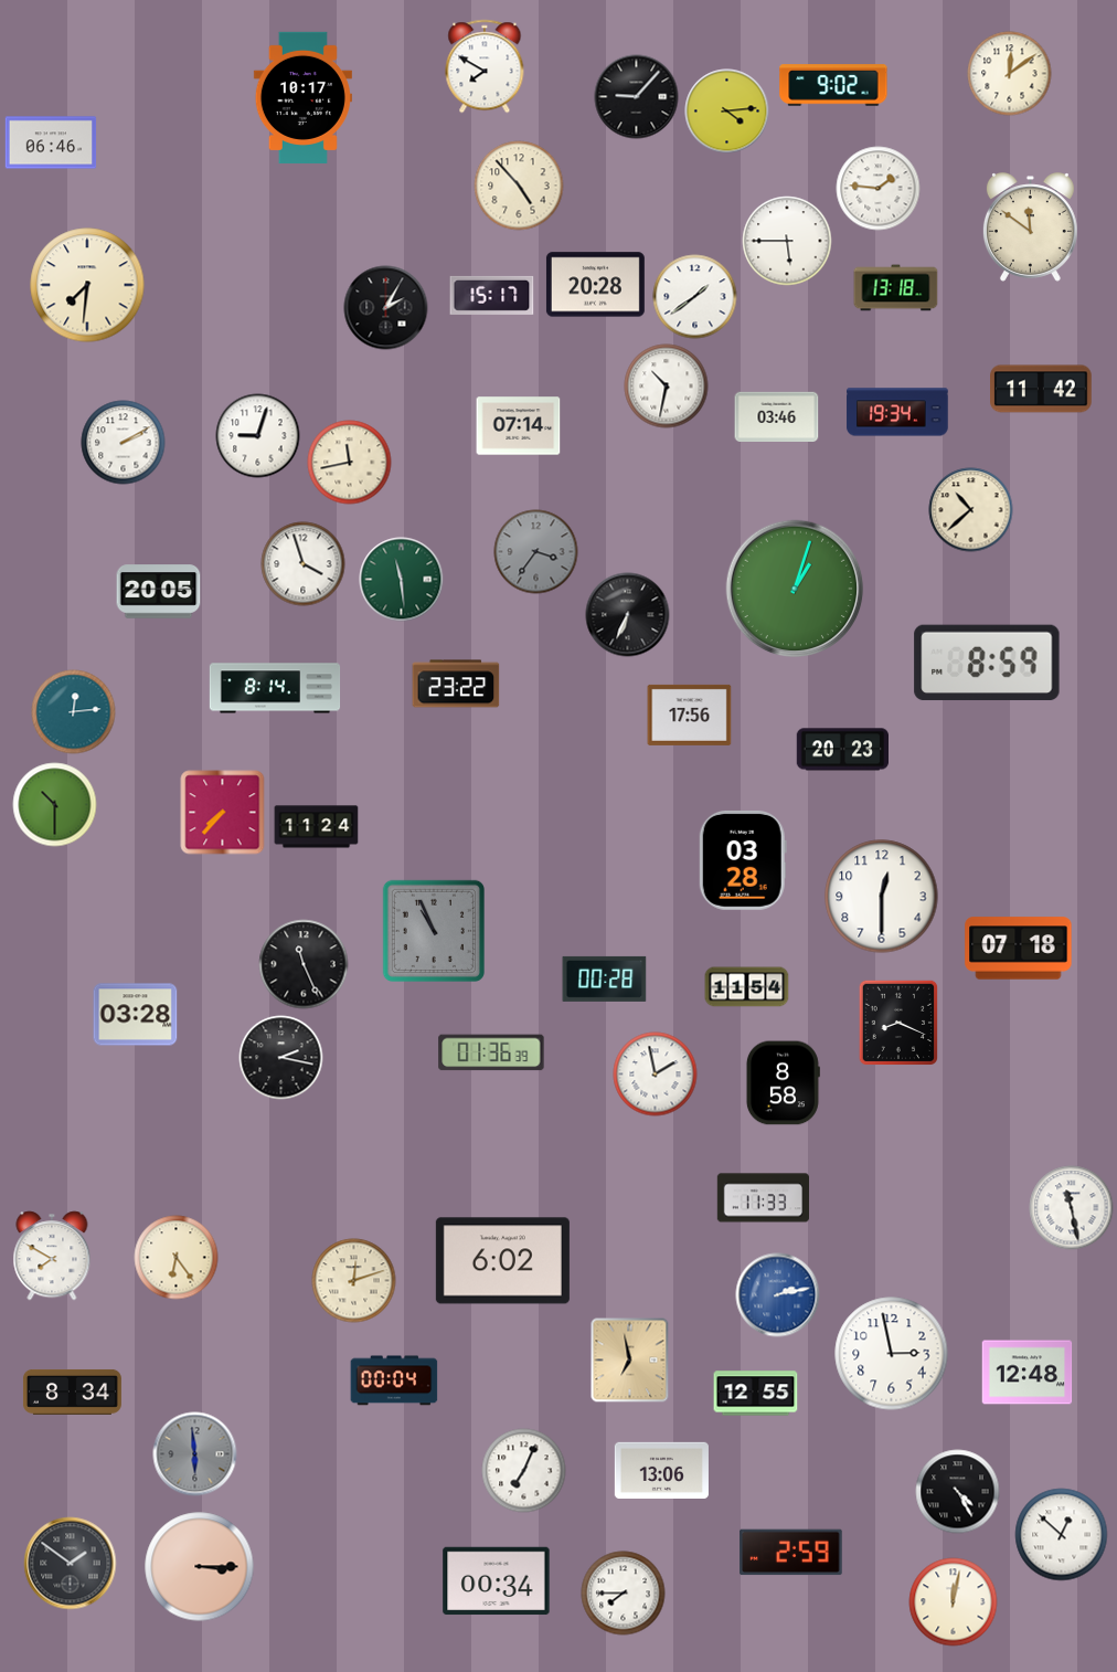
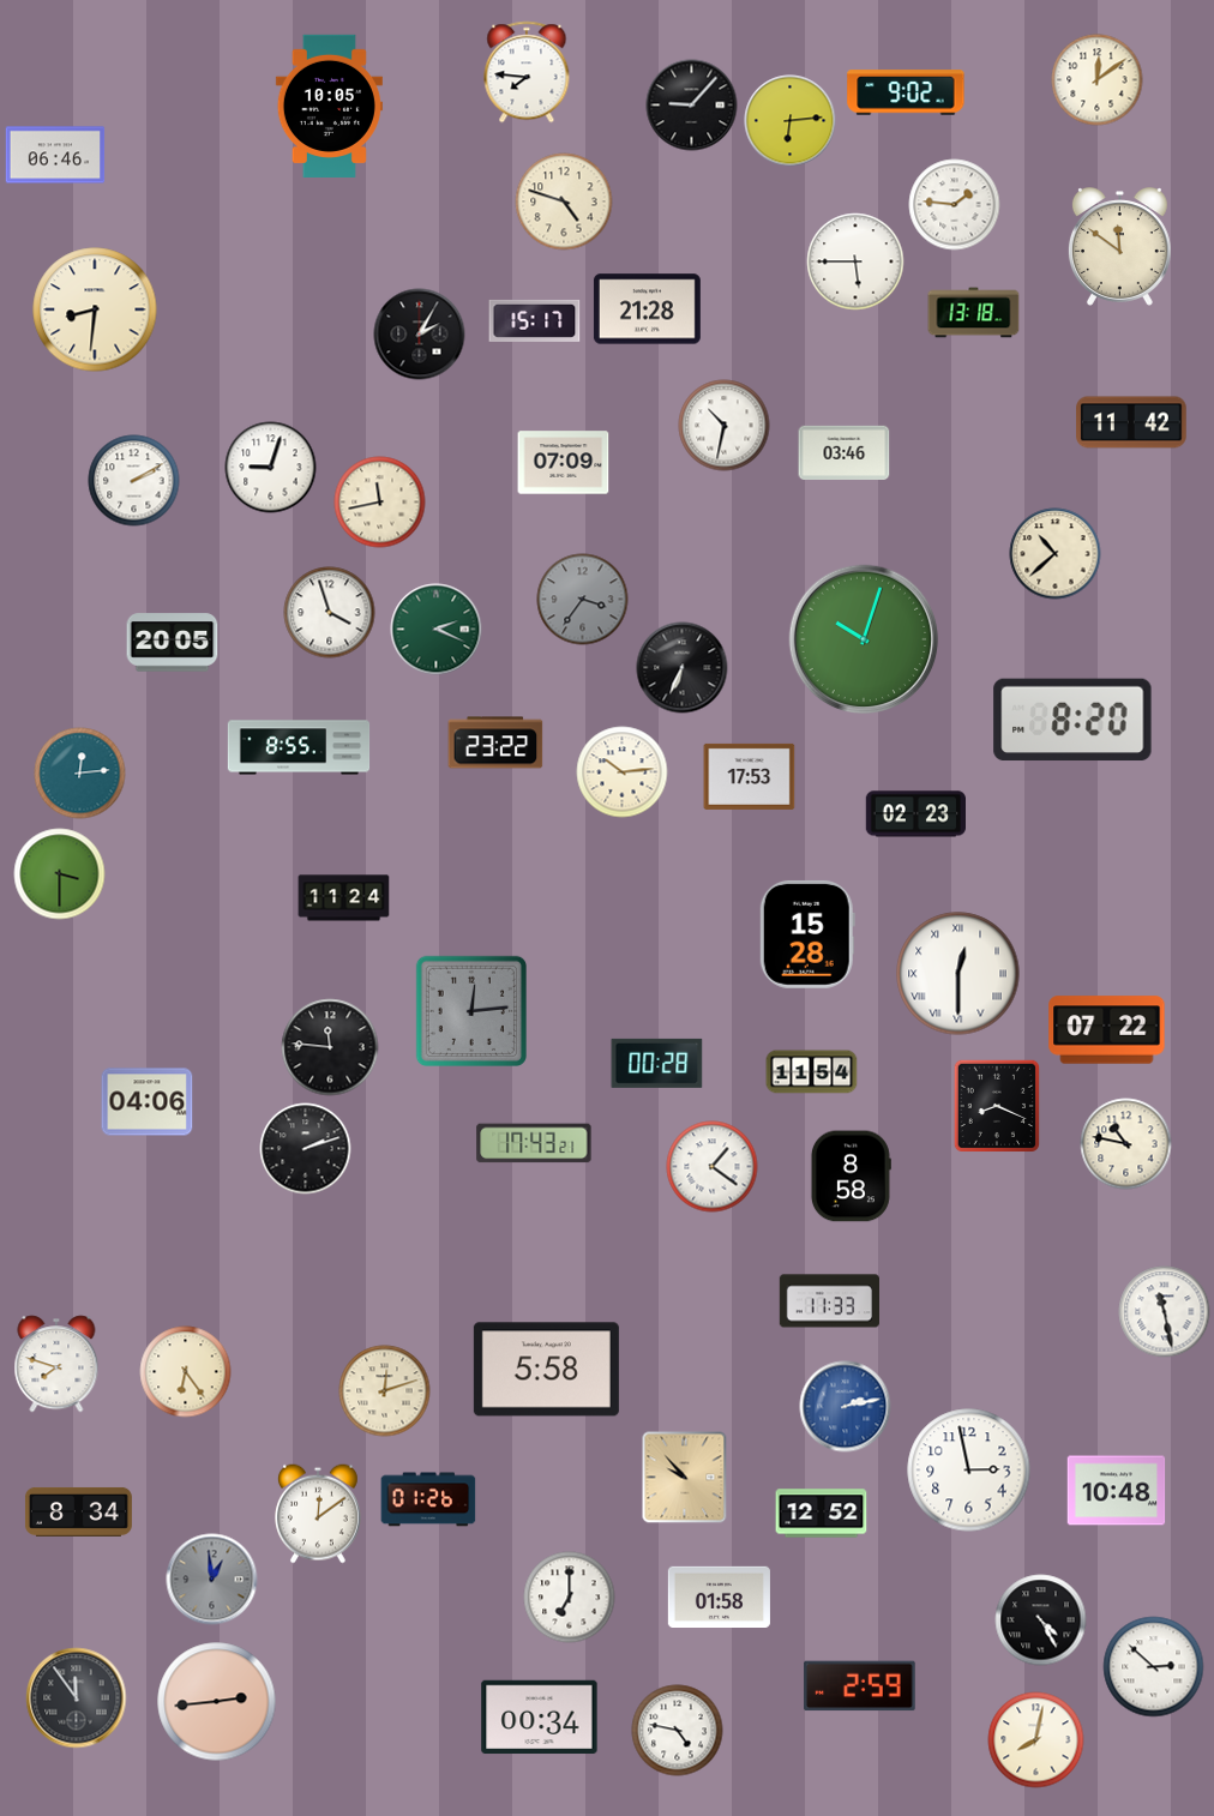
clock at (485, 66): 7:50 -> 7:46
clock at (302, 97): 10:17 -> 10:05
clock at (727, 112): 4:14 -> 6:14
clock at (519, 186): 4:53 -> 4:48
clock at (87, 285): 7:31 -> 8:31
clock at (595, 285): 20:28 -> 21:28
clock at (695, 297): 1:39 -> none
clock at (667, 387) position: (667, 387) -> (725, 426)
clock at (897, 412): 19:34 -> none
clock at (519, 426): 07:14 -> 07:09
clock at (258, 436) position: (258, 436) -> (271, 468)
clock at (402, 580): 11:29 -> 2:19
clock at (795, 589): 1:03 -> 10:03
clock at (987, 663): 8:59 -> 8:20
clock at (275, 688): 8:14 -> 8:55
clock at (623, 772): none -> 10:14
clock at (690, 715): 17:56 -> 17:53
clock at (842, 750): 20:23 -> 02:23
clock at (55, 805): 10:30 -> 3:30
clock at (223, 813): 7:37 -> none
clock at (743, 860): 03:28 -> 15:28
clock at (882, 897) numerals: Arabic -> Roman
clock at (433, 930): 10:56 -> 12:14
clock at (1019, 949): 07:18 -> 07:22
clock at (304, 964): 11:26 -> 11:46
clock at (136, 1015): 03:28 -> 04:06
clock at (897, 1023) position: (897, 1023) -> (996, 1106)
clock at (491, 1052): 01:36 -> 17:43
clock at (1126, 1144): none -> 10:47
clock at (281, 1058): 2:17 -> 2:12
clock at (656, 1075): 1:58 -> 1:21
clock at (52, 1256): 7:50 -> 7:48
clock at (177, 1258) position: (177, 1258) -> (186, 1372)
clock at (502, 1261): 6:02 -> 5:58
clock at (630, 1361): 6:58 -> 9:53
clock at (1028, 1373): 12:48 -> 10:48
clock at (394, 1380): 00:04 -> 01:26
clock at (319, 1514): none -> 12:09
clock at (756, 1394): 12:55 -> 12:52
clock at (195, 1454): 5:59 -> 12:59
clock at (661, 1470): 13:06 -> 01:58
clock at (524, 1471): 7:04 -> 7:00
clock at (1062, 1535): 12:52 -> 2:52
clock at (71, 1564): 1:51 -> 11:54
clock at (200, 1567): 3:15 -> 2:44
clock at (624, 1594): 7:45 -> 4:47
clock at (954, 1602): 12:02 -> 8:02
